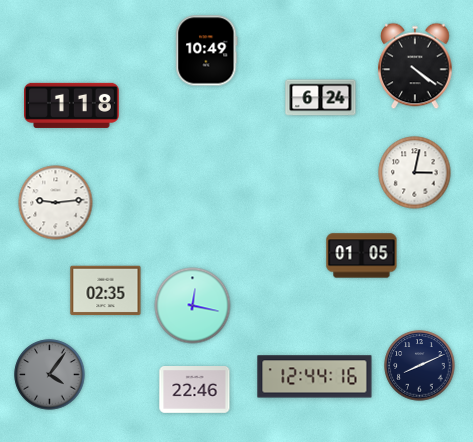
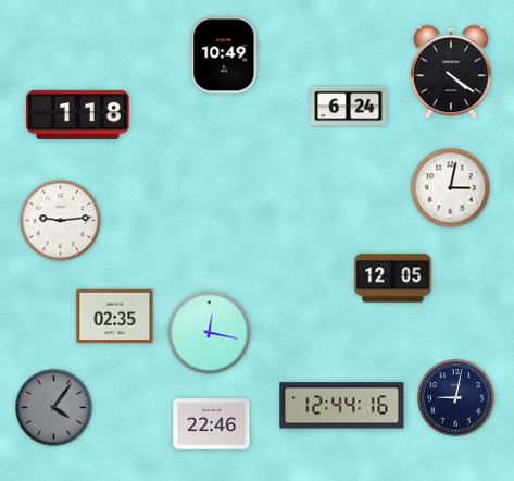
clock at (362, 256): 01:05 -> 12:05
clock at (420, 366): 8:11 -> 9:02
clock at (315, 377) position: (315, 377) -> (342, 406)
